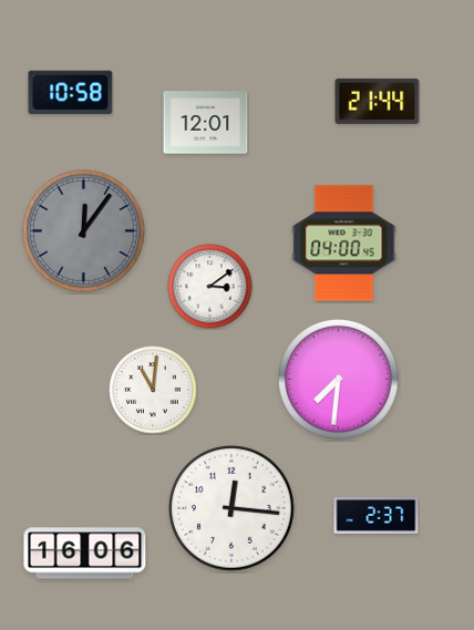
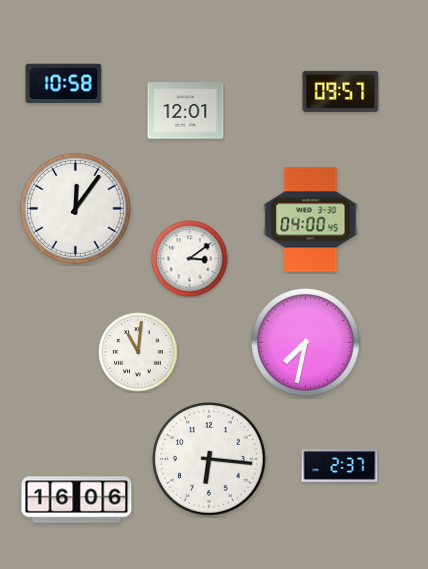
clock at (378, 101): 21:44 -> 09:57
clock at (84, 231) dial: grey -> white
clock at (339, 380): 7:31 -> 7:32
clock at (233, 509): 12:16 -> 6:16
